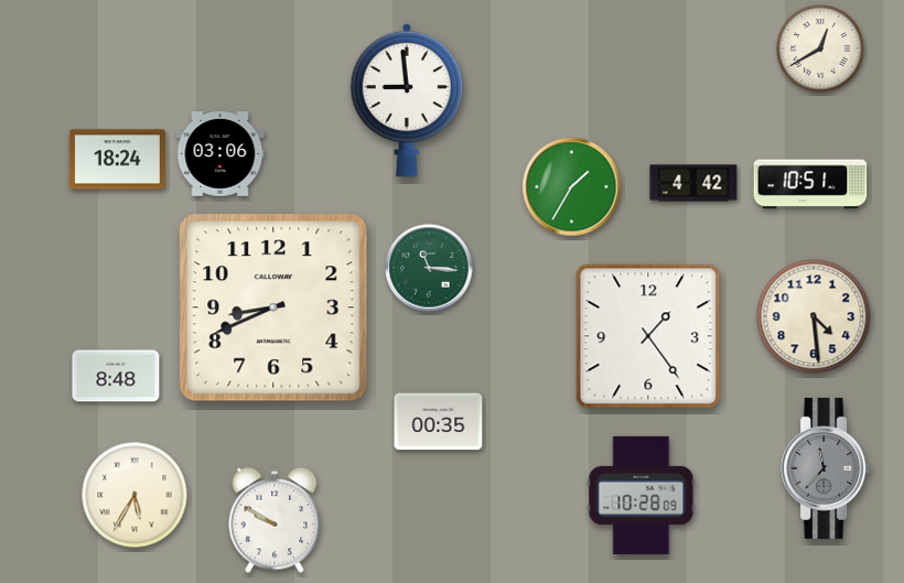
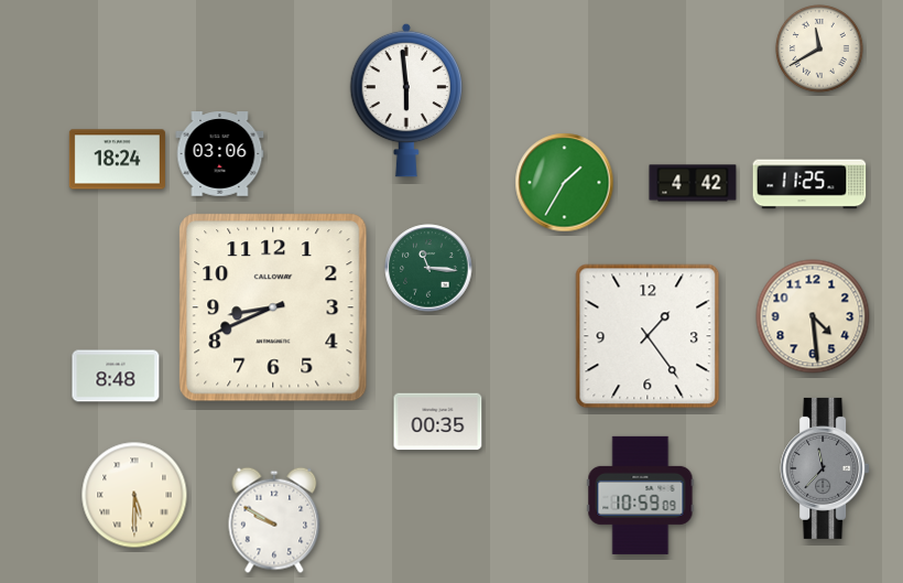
clock at (821, 50): 12:40 -> 11:40
clock at (407, 100): 8:59 -> 5:59
clock at (810, 184): 10:51 -> 11:25
clock at (572, 187) position: (572, 187) -> (565, 183)
clock at (134, 495): 5:35 -> 5:30
clock at (642, 495): 10:28 -> 10:59
